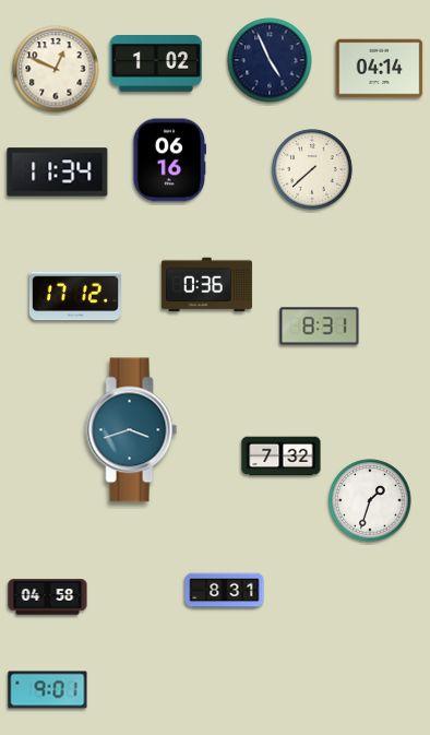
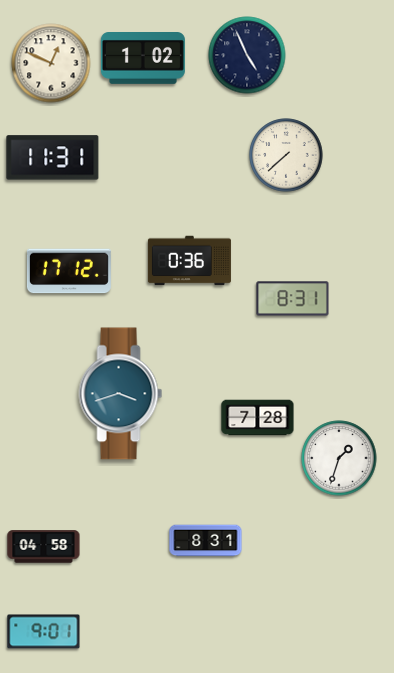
clock at (380, 69): 04:14 -> none
clock at (169, 161): 06:16 -> none
clock at (58, 173): 11:34 -> 11:31
clock at (282, 457): 7:32 -> 7:28
